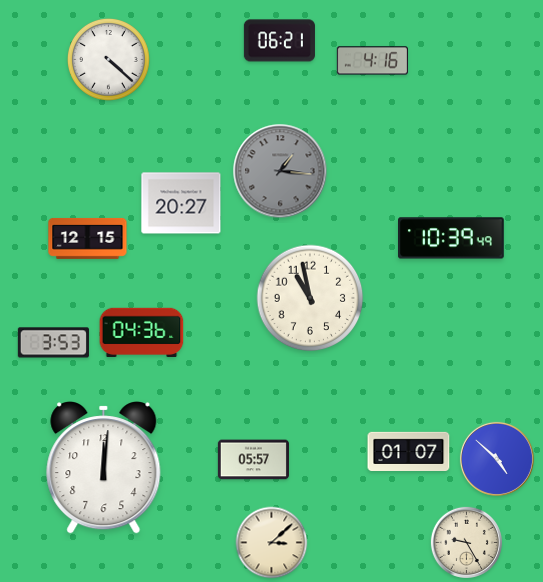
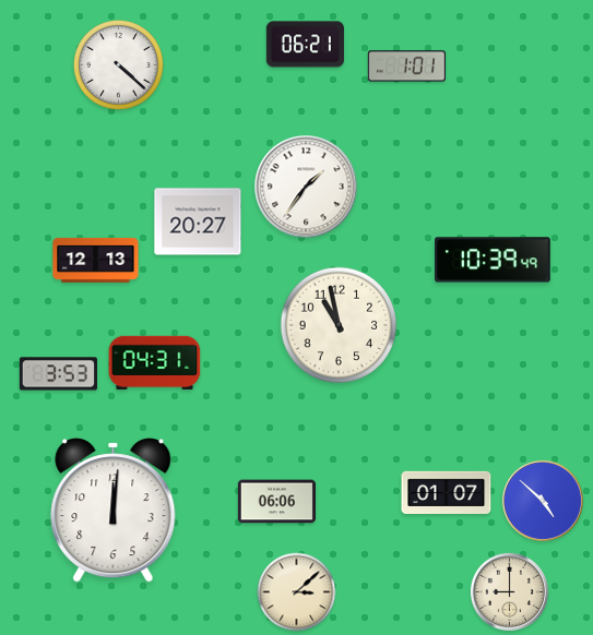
clock at (372, 61): 4:16 -> 1:01
clock at (280, 171): 1:16 -> 1:36
clock at (280, 171) dial: grey -> white
clock at (88, 238): 12:15 -> 12:13
clock at (142, 332): 04:36 -> 04:31
clock at (253, 460): 05:57 -> 06:06
clock at (466, 542): 9:25 -> 9:00
